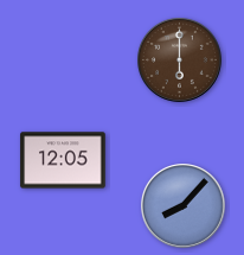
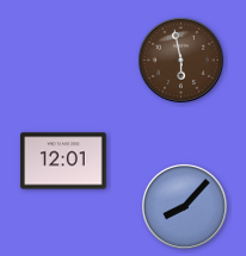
clock at (180, 60): 6:00 -> 5:58
clock at (63, 160): 12:05 -> 12:01
